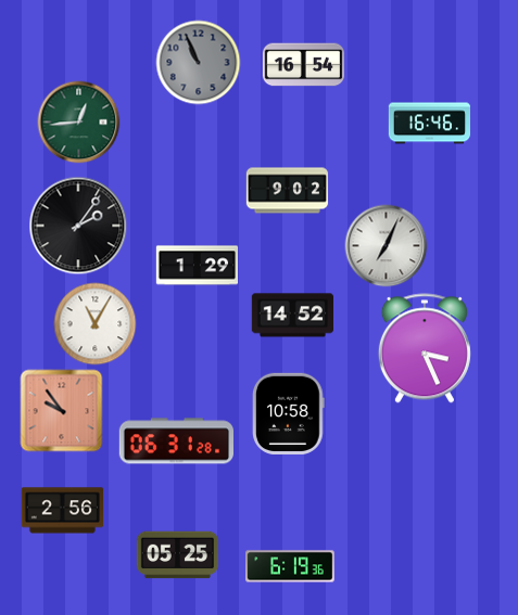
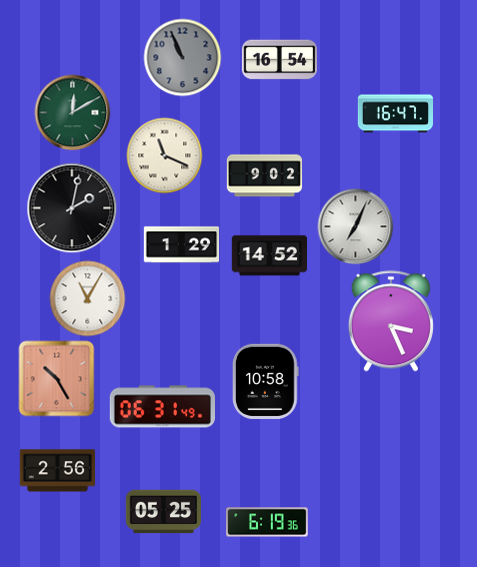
clock at (79, 123): 12:44 -> 12:10
clock at (429, 124): 16:46 -> 16:47
clock at (165, 156): none -> 11:19
clock at (78, 226): 2:06 -> 2:02
clock at (292, 316) position: (292, 316) -> (269, 256)
clock at (62, 411): 9:54 -> 10:25
clock at (177, 441): 06:31:28 -> 06:31:49
